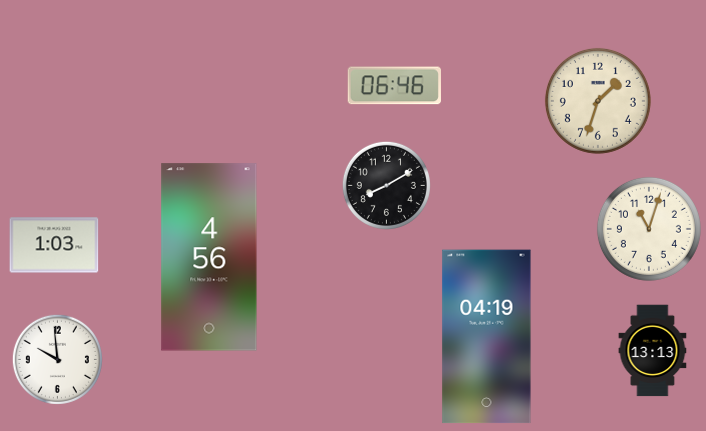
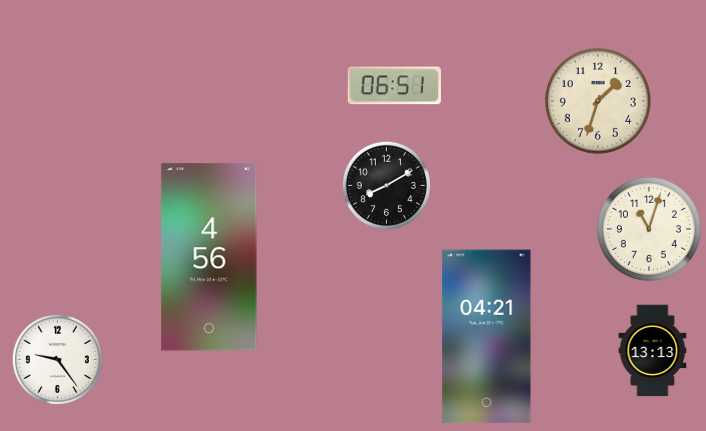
clock at (394, 86): 06:46 -> 06:51
clock at (54, 245): 1:03 -> none
clock at (487, 337): 04:19 -> 04:21
clock at (57, 359): 9:59 -> 9:24
